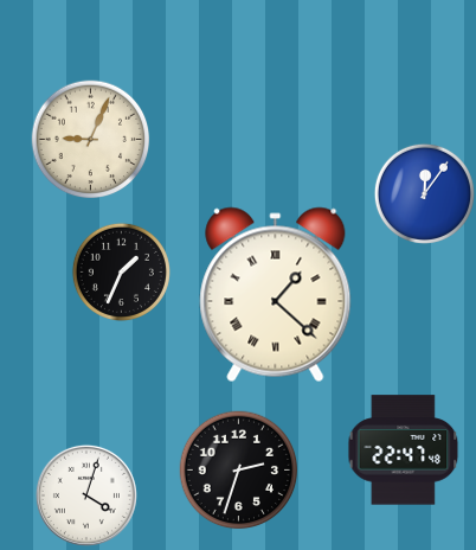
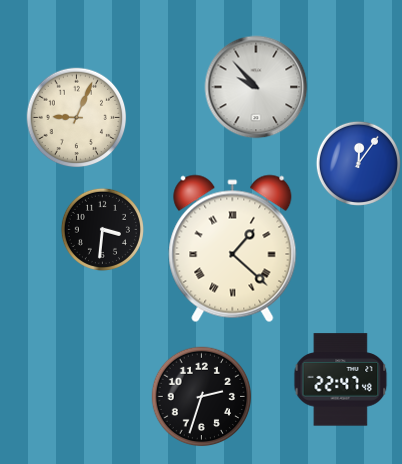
clock at (256, 87): none -> 9:53
clock at (121, 271): 1:34 -> 3:31
clock at (86, 495): 4:03 -> none
